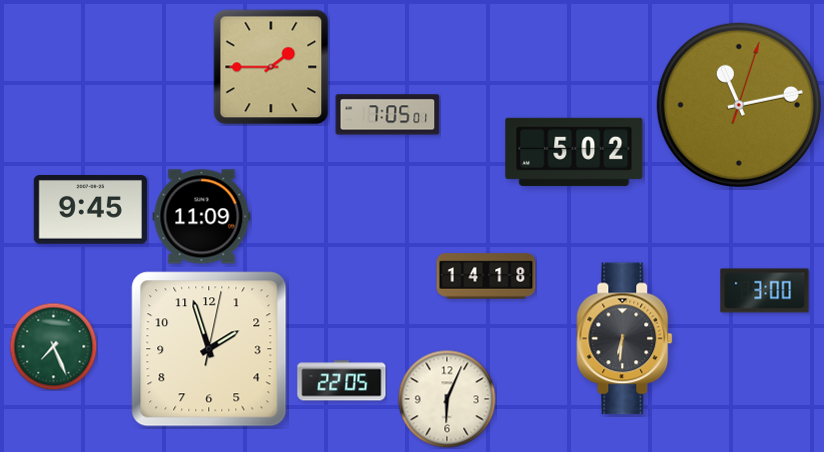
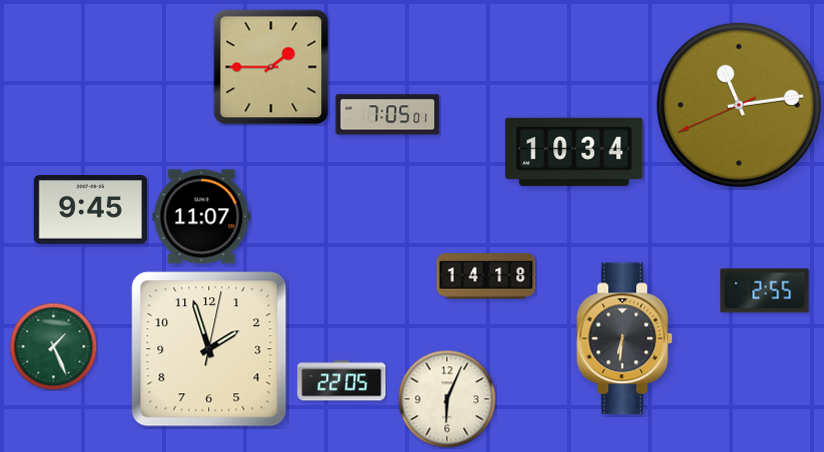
clock at (739, 105): 11:13:03 -> 11:13:41
clock at (574, 152): 5:02 -> 10:34
clock at (202, 217): 11:09 -> 11:07
clock at (765, 291): 3:00 -> 2:55
clock at (53, 346): 7:26 -> 1:26
